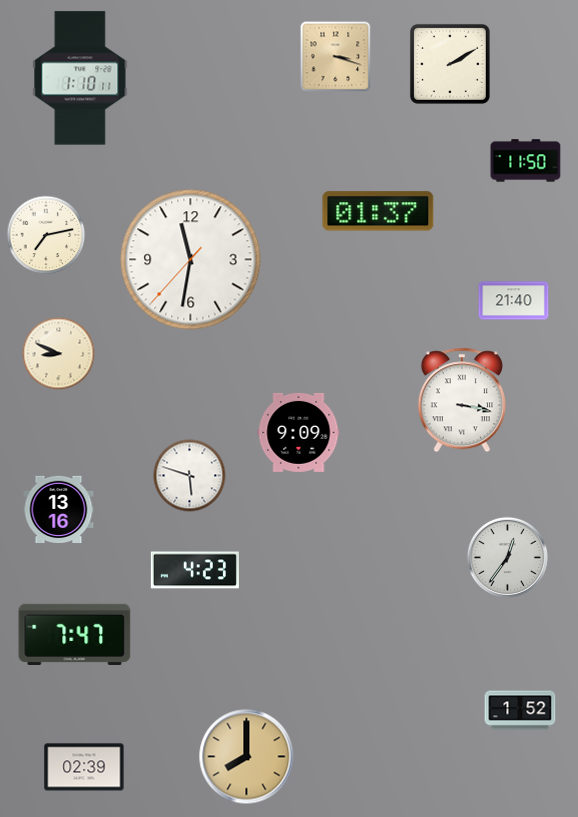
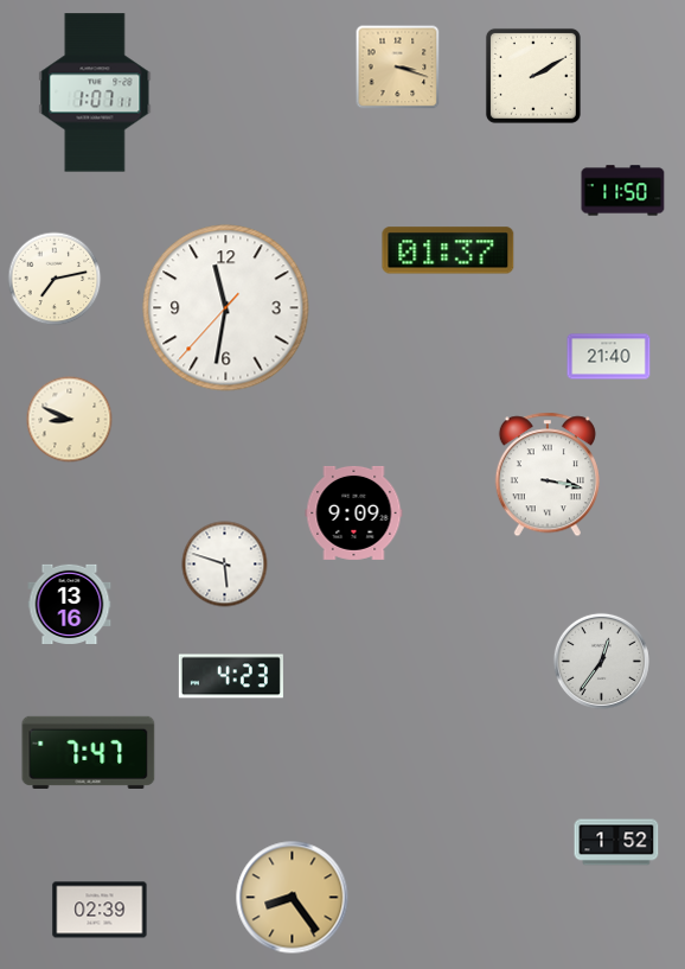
clock at (80, 78): 1:10 -> 1:07
clock at (247, 757): 8:00 -> 8:24
